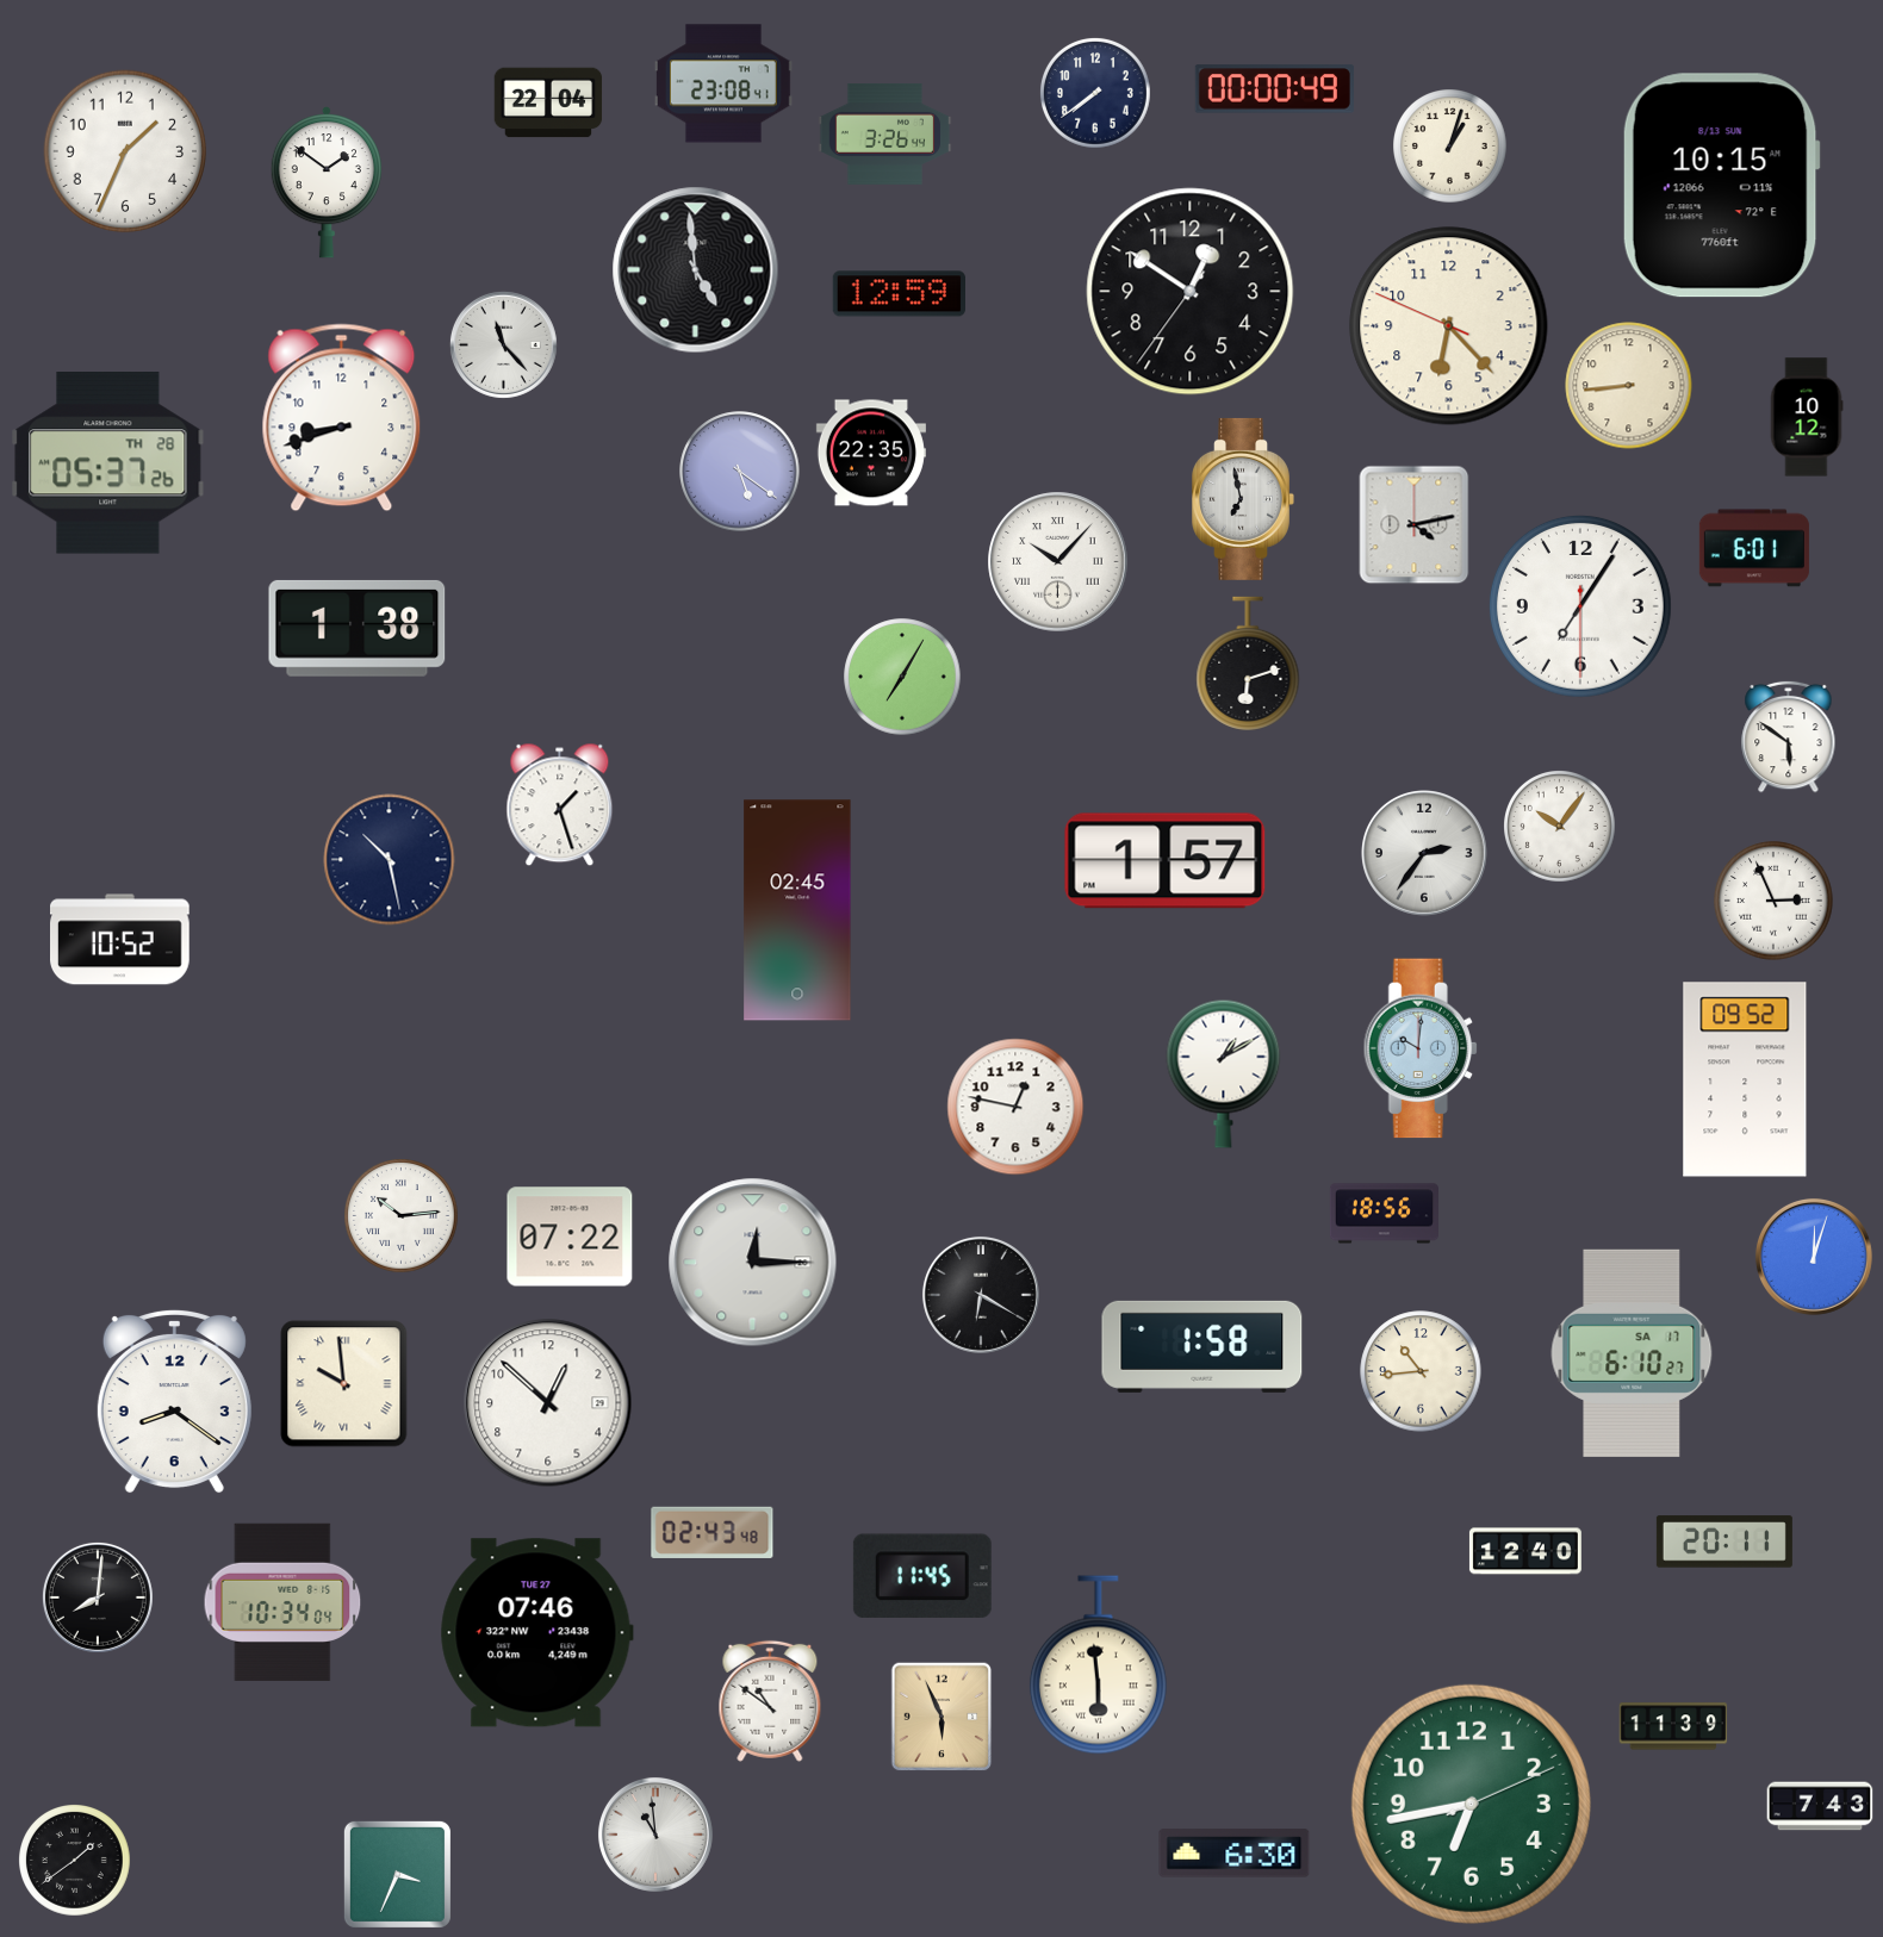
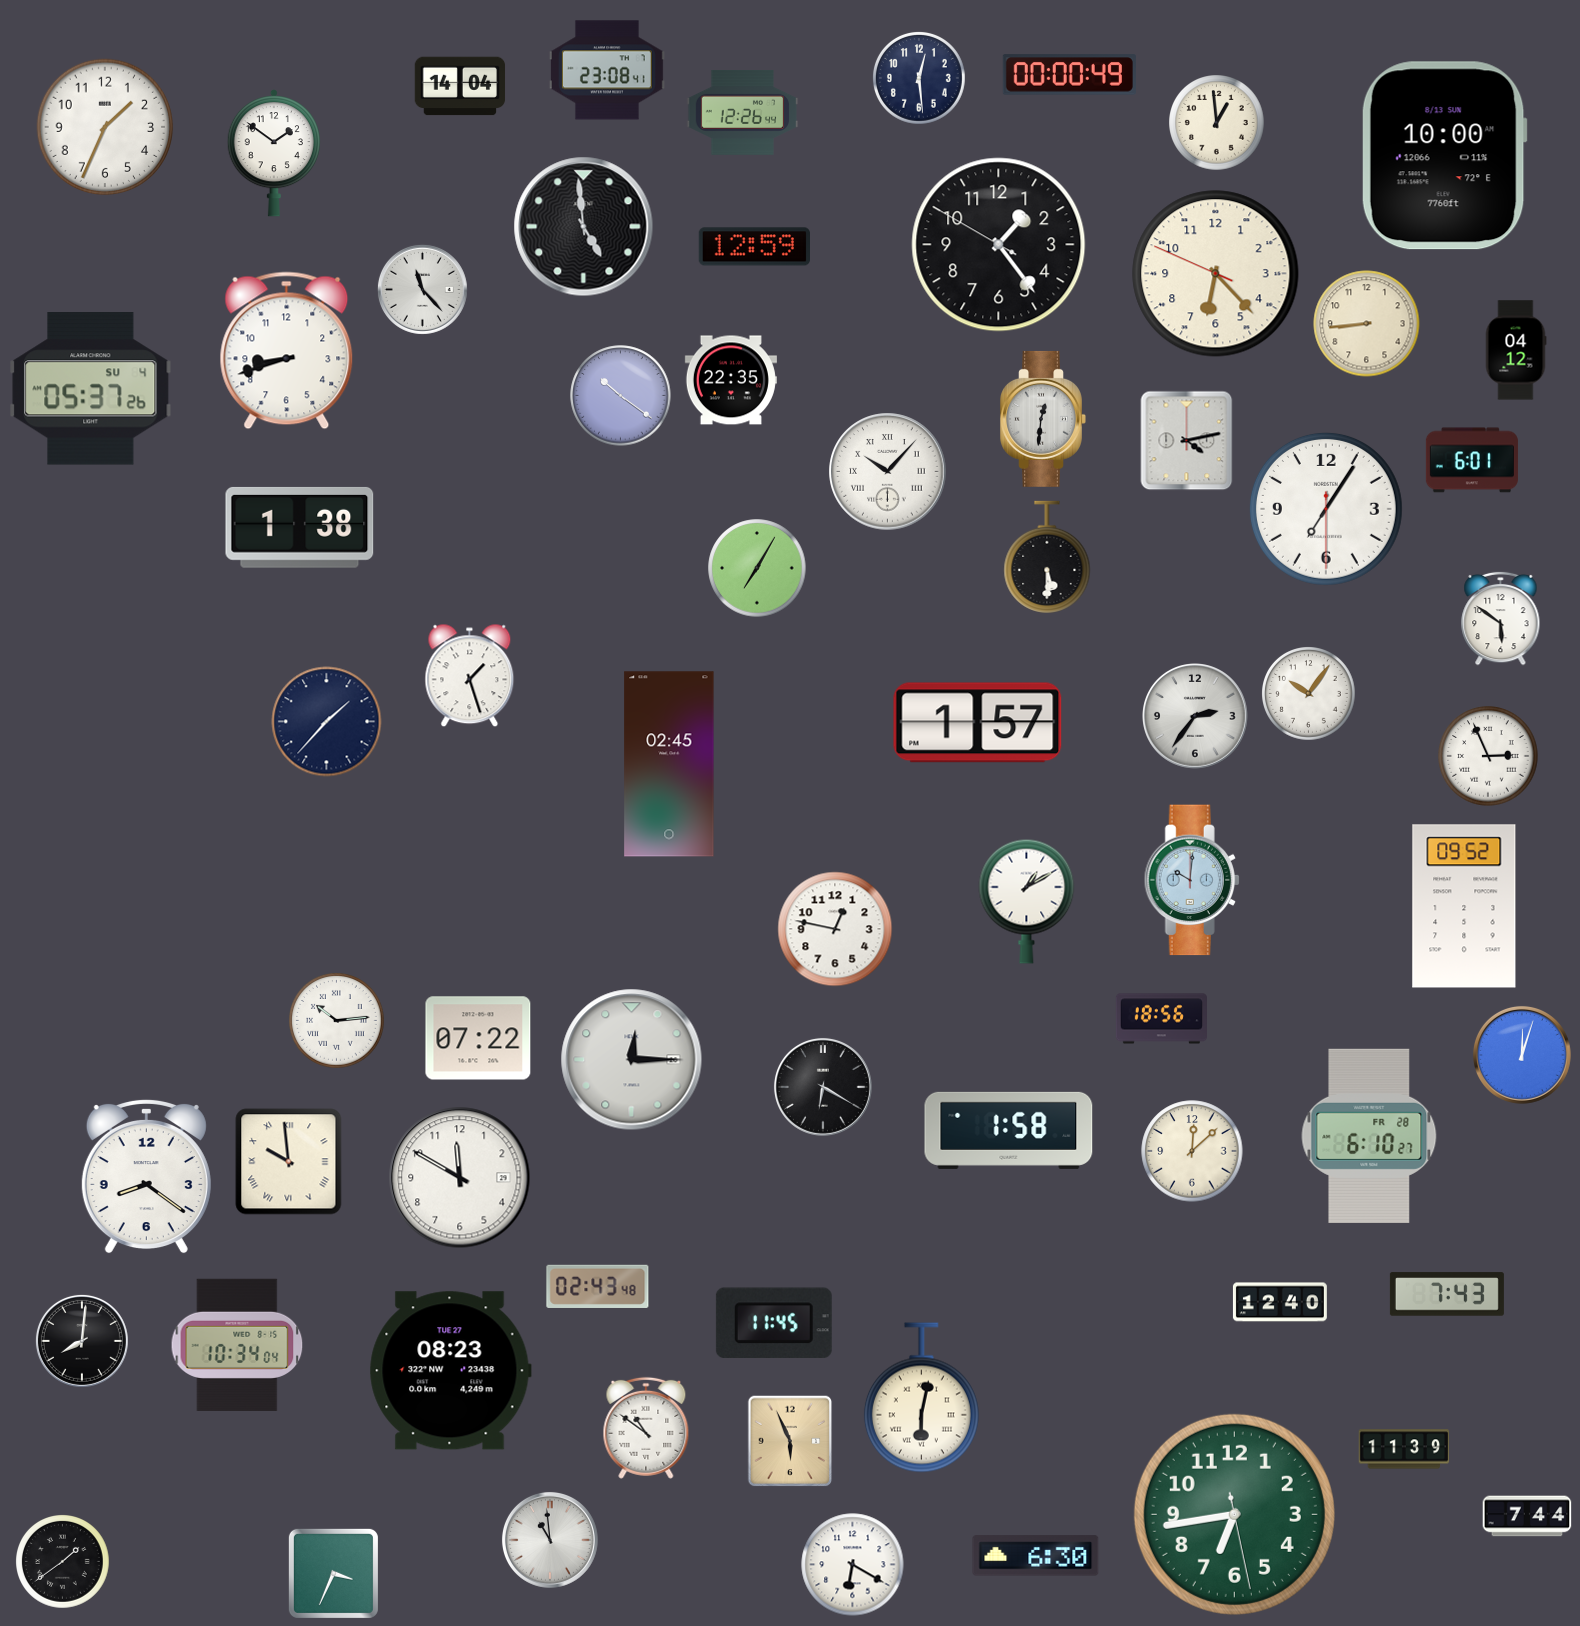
clock at (1095, 93): 7:39 -> 12:29
clock at (548, 102): 22:04 -> 14:04
clock at (885, 133): 3:26 -> 12:26
clock at (1450, 147): 1:03 -> 12:59
clock at (1721, 186): 10:15 -> 10:00
clock at (1191, 292): 12:50 -> 1:23
clock at (1807, 417): 10:12 -> 04:12
clock at (108, 463) date: TH 28 -> SU 4
clock at (740, 472): 5:21 -> 10:21
clock at (1243, 499): 6:58 -> 12:31
clock at (1248, 664): 6:12 -> 5:30
clock at (390, 860): 10:28 -> 1:37
clock at (120, 940): 10:52 -> none
clock at (1015, 1107) position: (1015, 1107) -> (835, 929)
clock at (1632, 1353) date: SA 17 -> FR 28
clock at (1421, 1371): 10:44 -> 12:08
clock at (548, 1403): 12:52 -> 11:50
clock at (1724, 1541): 20:11 -> 7:43
clock at (536, 1633): 07:46 -> 08:23
clock at (1098, 1665): 5:59 -> 6:02
clock at (1471, 1804): 6:43:11 -> 6:43:28
clock at (1820, 1806): 7:43 -> 7:44
clock at (853, 1565): none -> 6:20
